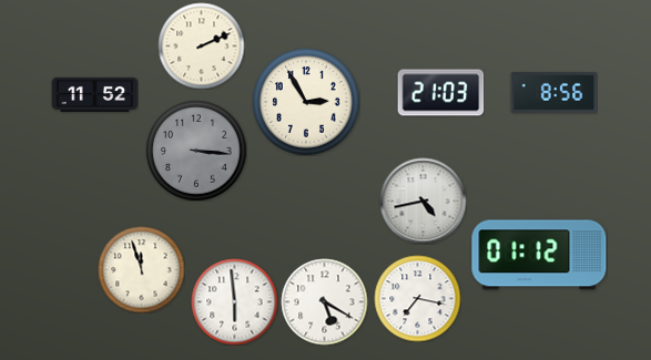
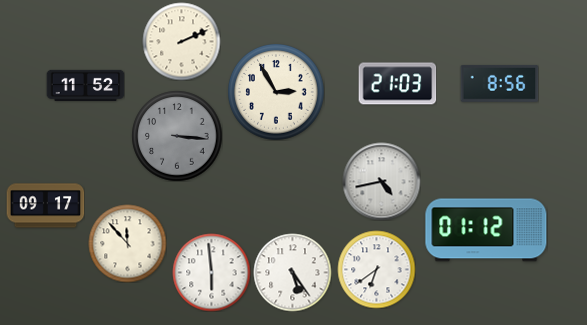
clock at (45, 206): none -> 09:17
clock at (141, 269): 11:57 -> 11:53
clock at (417, 298): 7:17 -> 6:39
clock at (324, 301): 5:20 -> 5:24
